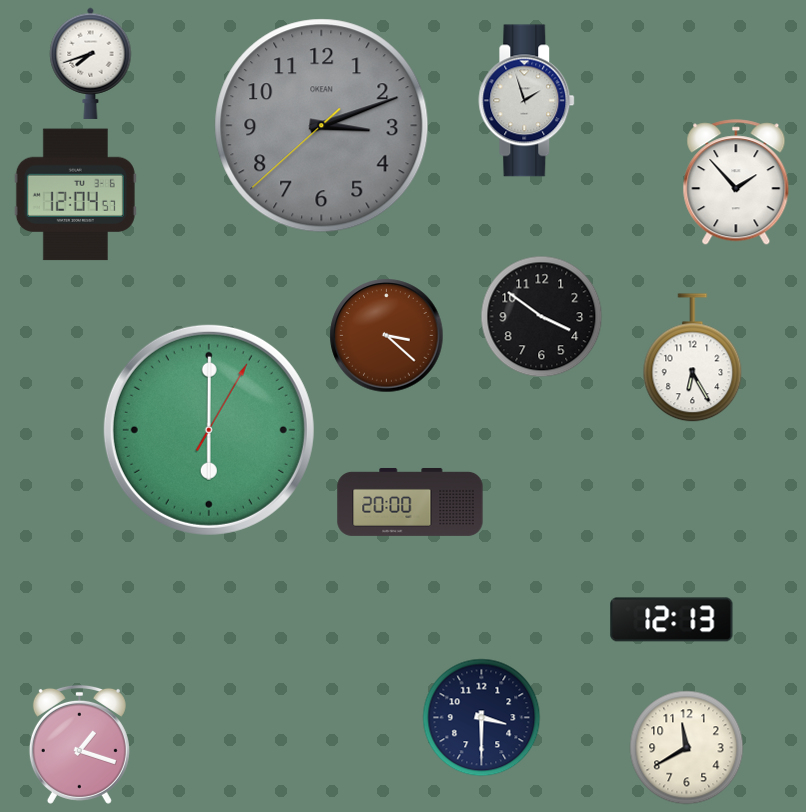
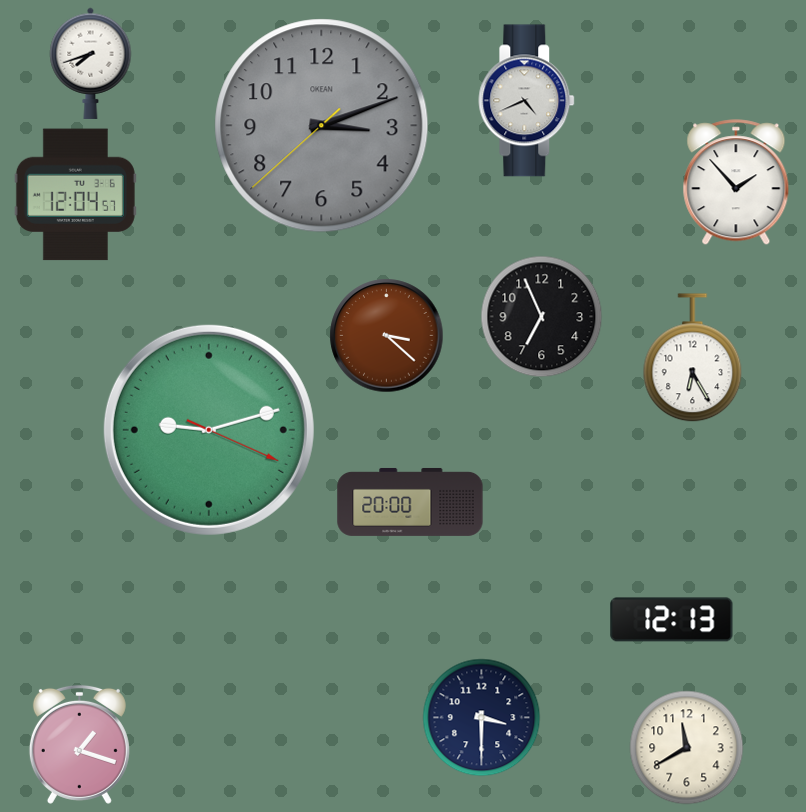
clock at (527, 101): 1:57 -> 4:41
clock at (542, 317): 3:51 -> 6:56
clock at (209, 430): 6:00 -> 9:12
